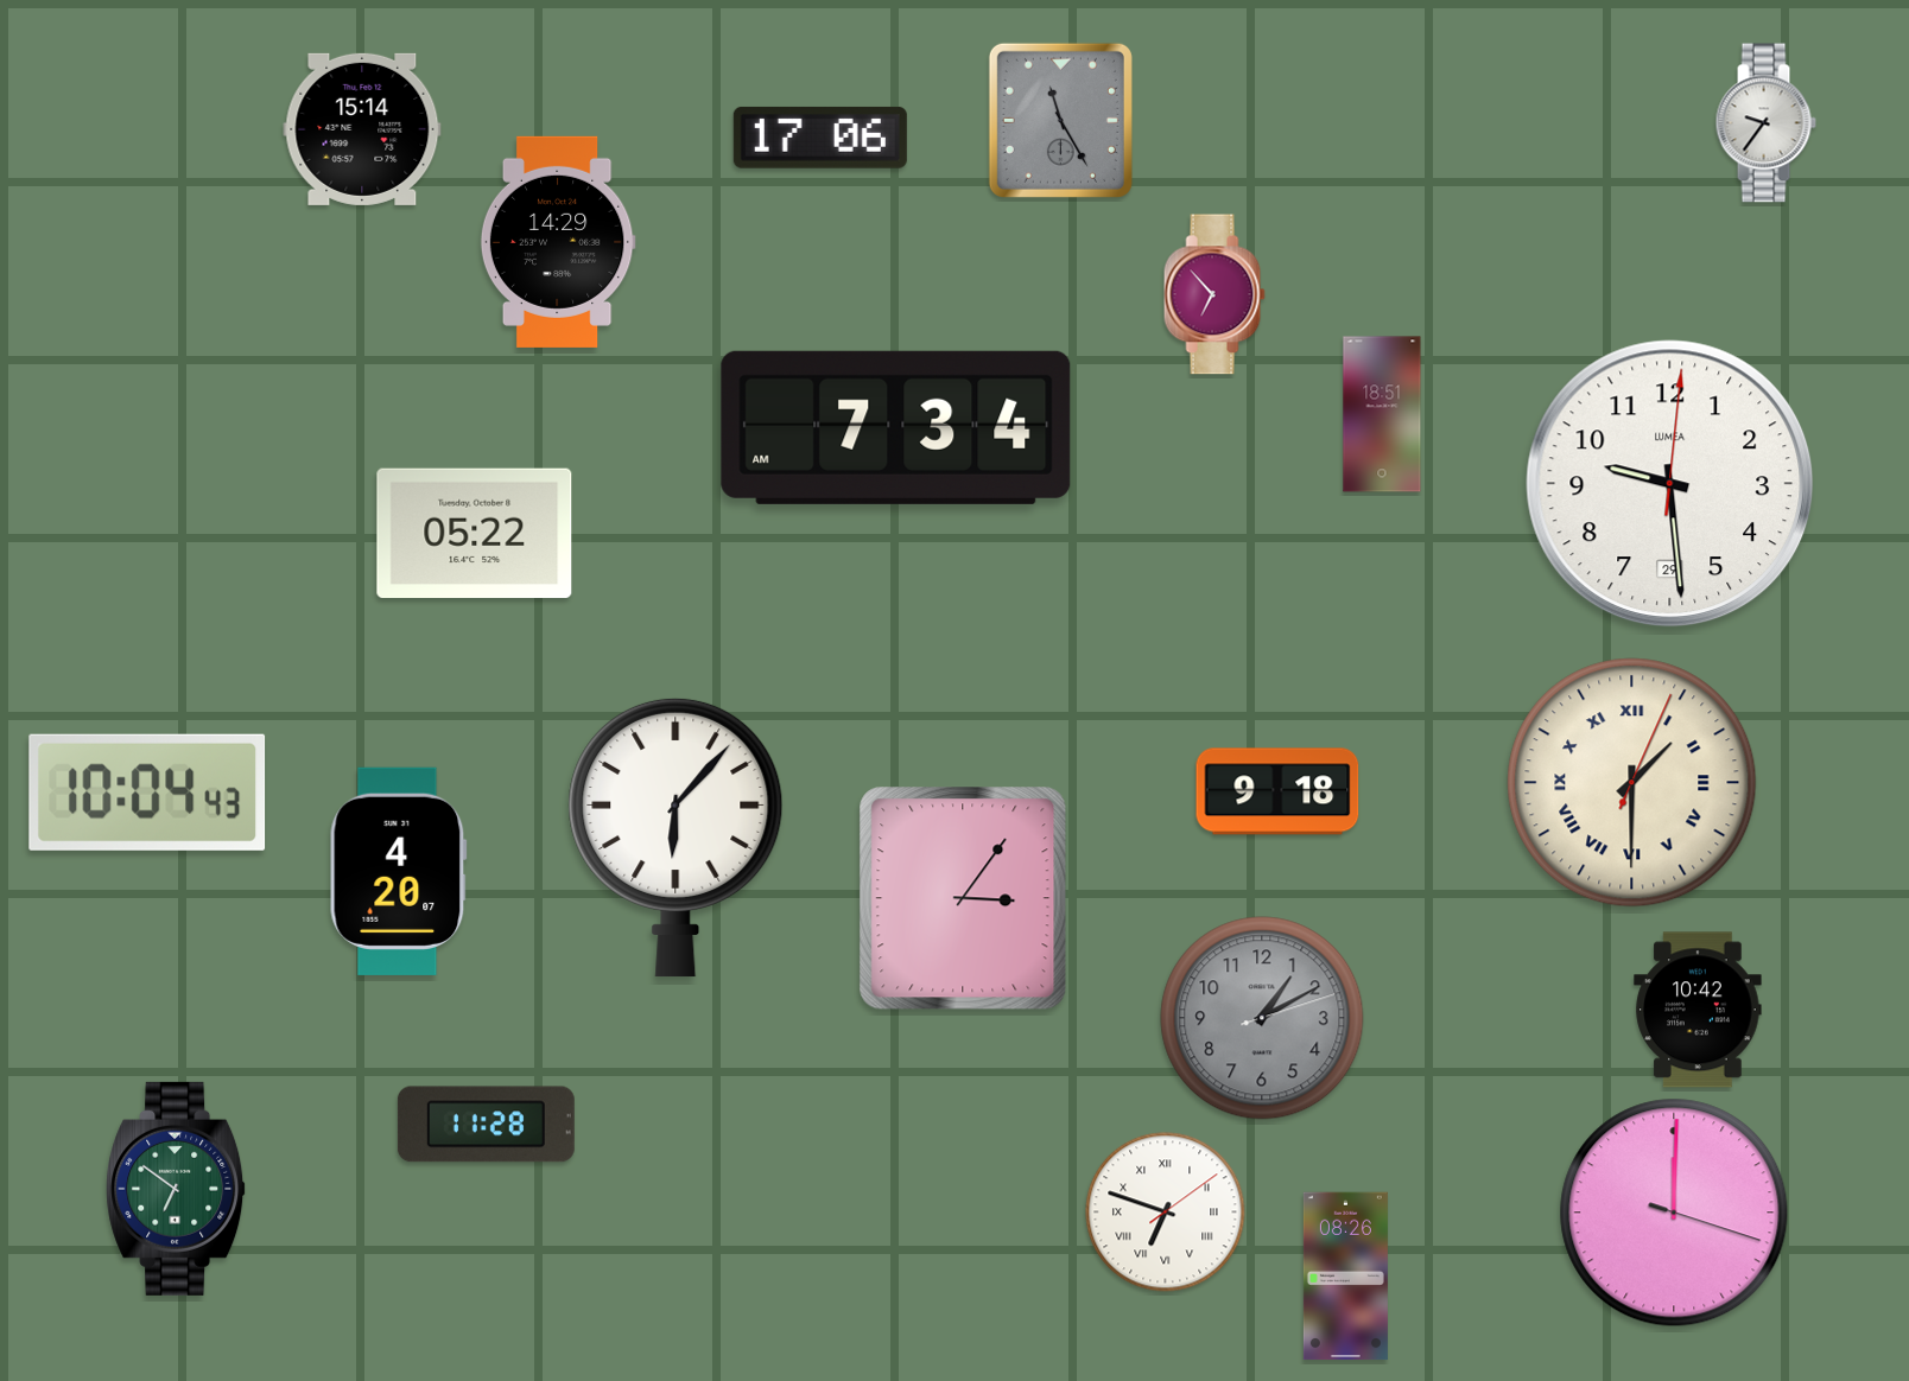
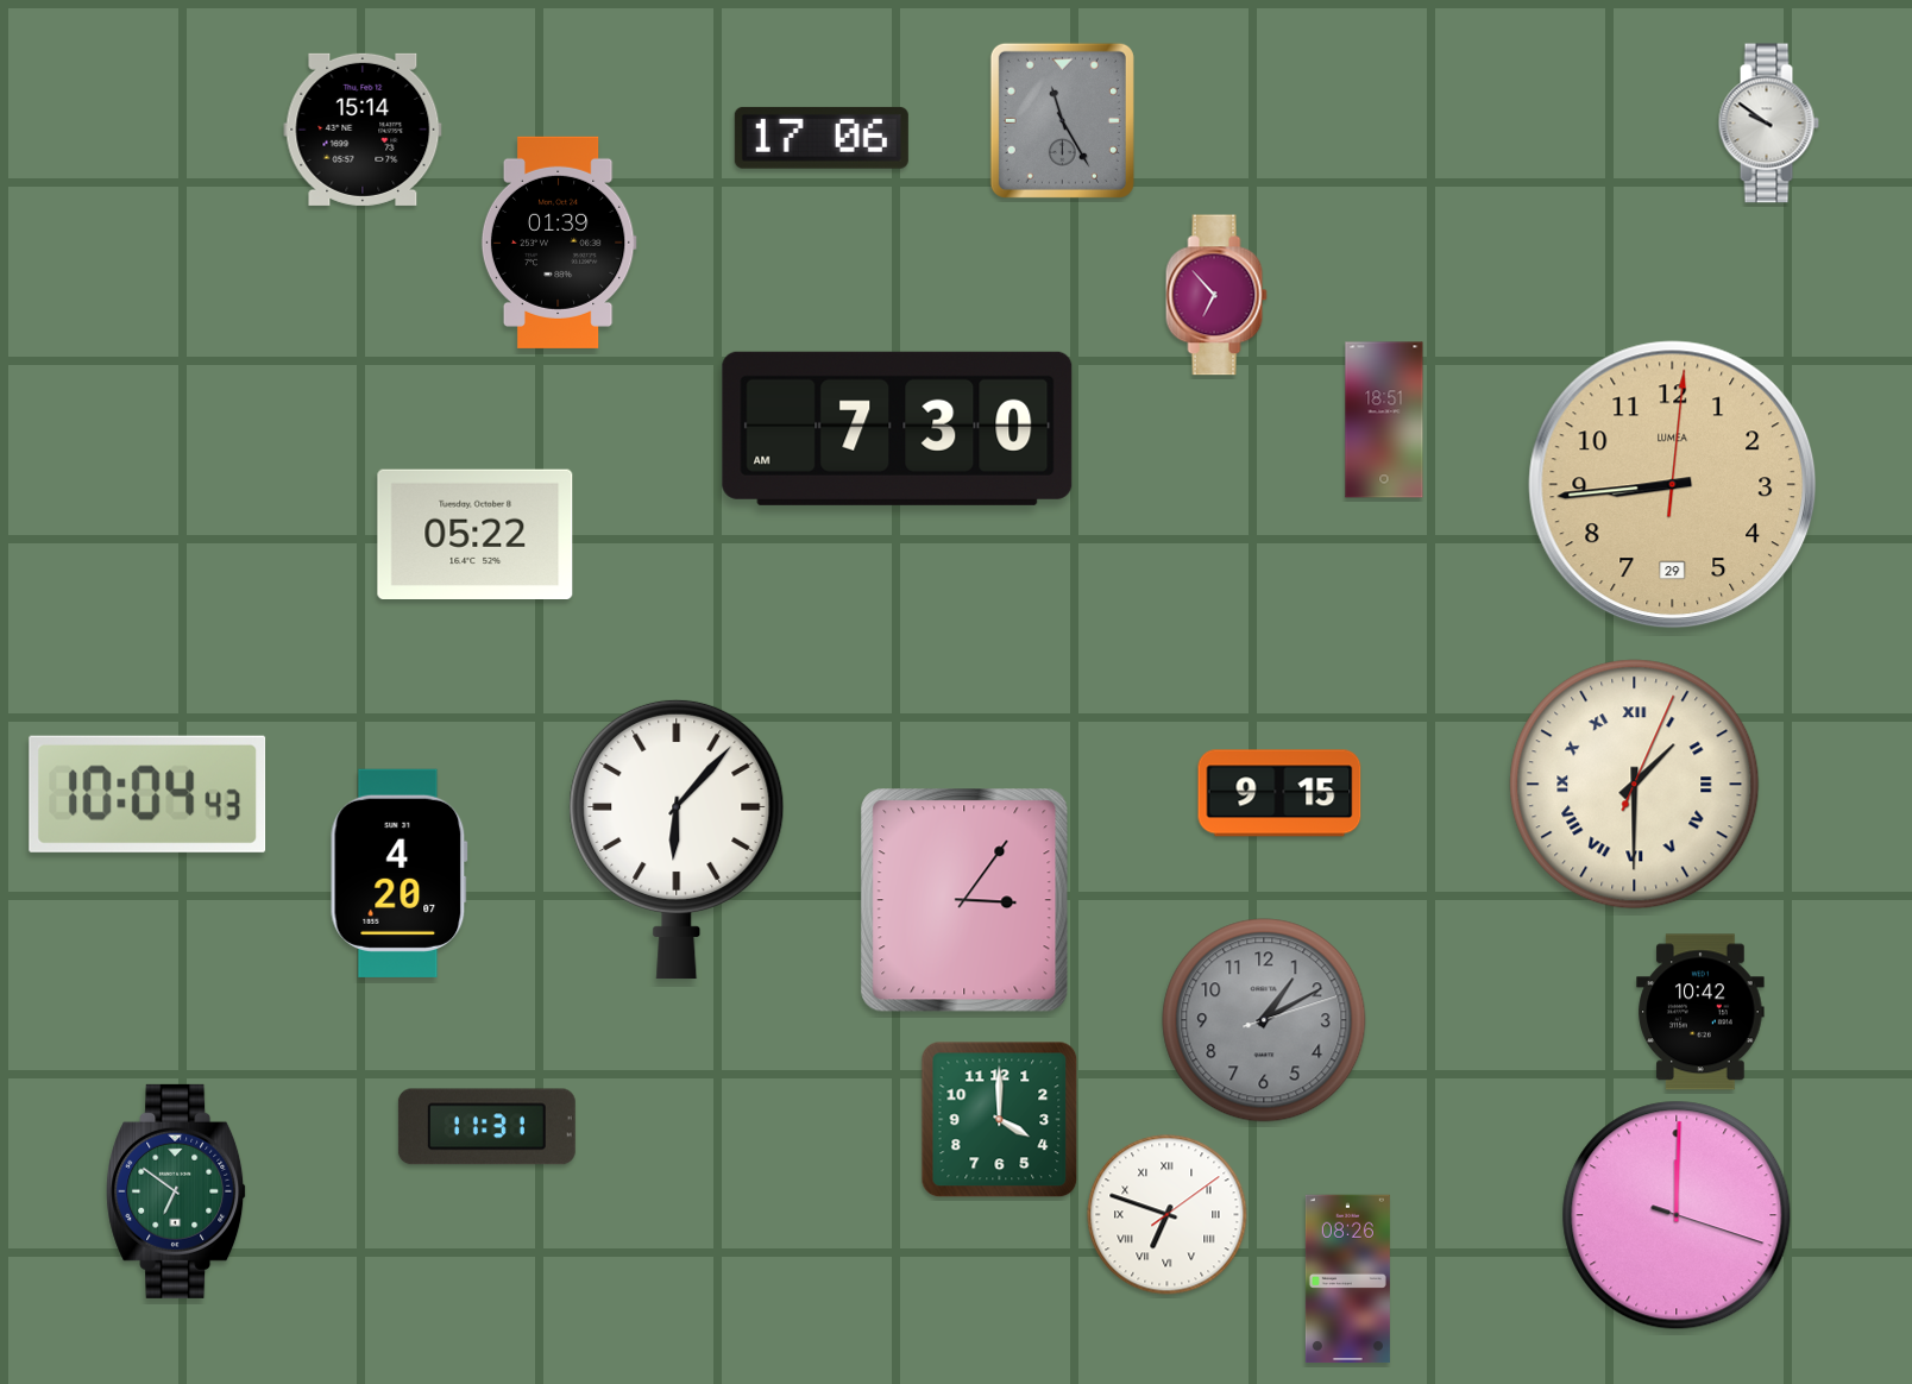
clock at (1765, 123): 9:36 -> 9:51
clock at (558, 242): 14:29 -> 01:39
clock at (1382, 414) position: (1382, 414) -> (1384, 420)
clock at (896, 427): 7:34 -> 7:30
clock at (1670, 484): 9:29 -> 8:44
clock at (1670, 484) dial: white -> champagne
clock at (1277, 791): 9:18 -> 9:15
clock at (1000, 1120): none -> 4:00
clock at (486, 1125): 11:28 -> 11:31
